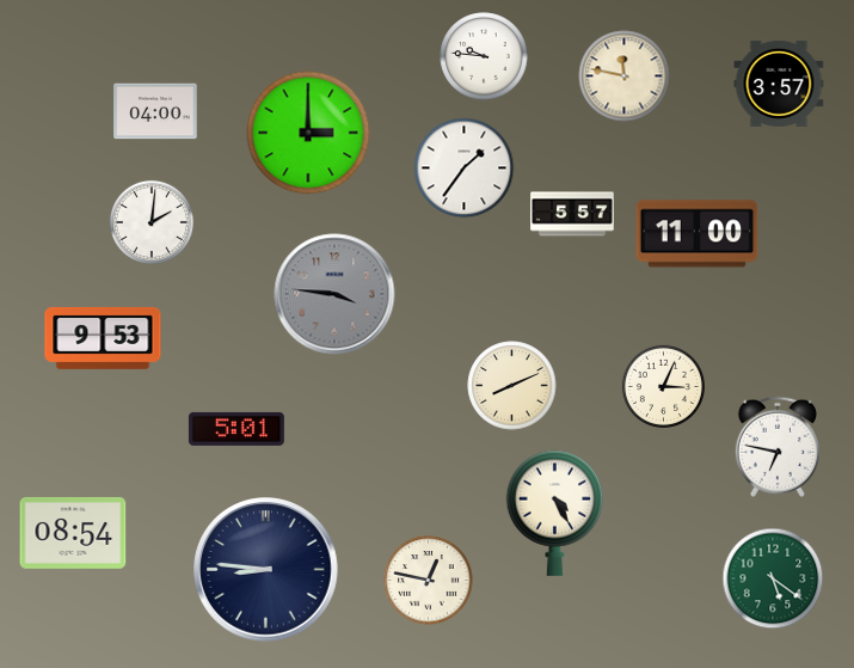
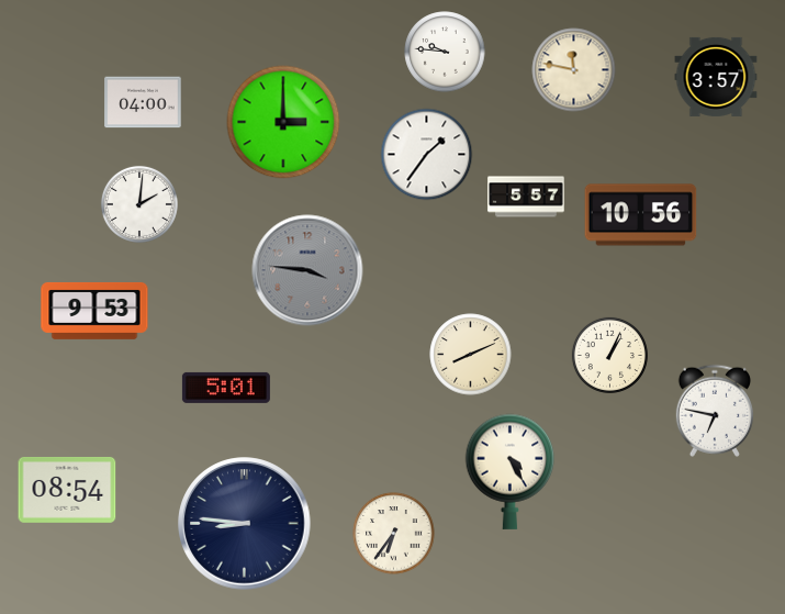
clock at (698, 234): 11:00 -> 10:56
clock at (663, 386): 3:04 -> 1:04
clock at (236, 429) position: (236, 429) -> (226, 388)
clock at (773, 578): 5:21 -> none
clock at (429, 581): 12:47 -> 6:36
